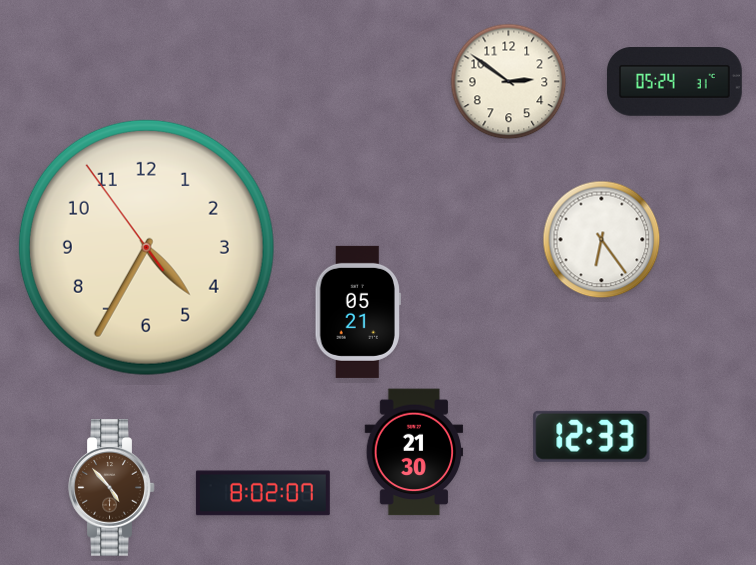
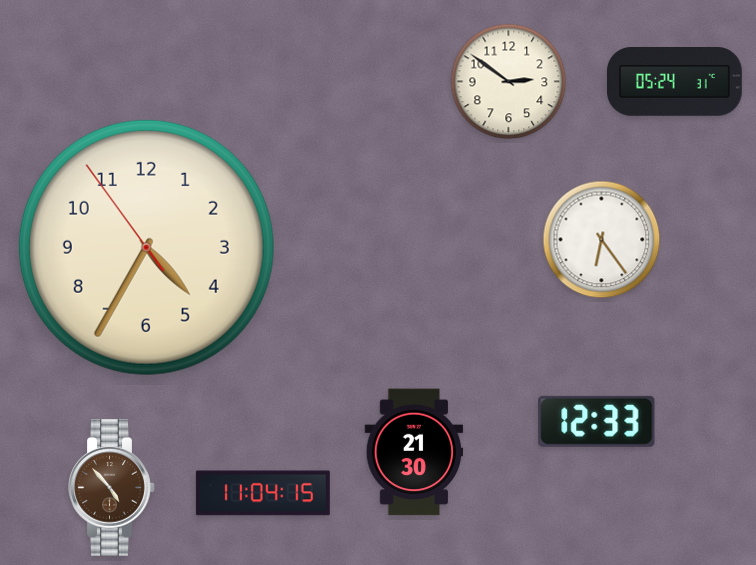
clock at (358, 312): 05:21 -> none
clock at (592, 436) position: (592, 436) -> (597, 421)
clock at (263, 493): 8:02 -> 11:04
